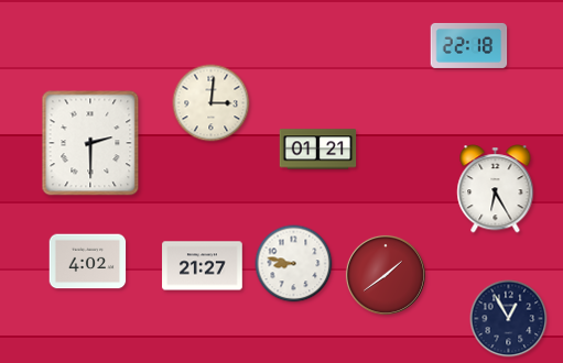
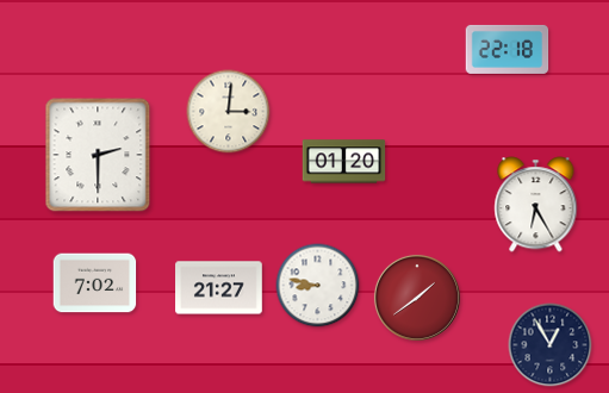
clock at (318, 150): 01:21 -> 01:20
clock at (88, 262): 4:02 -> 7:02
